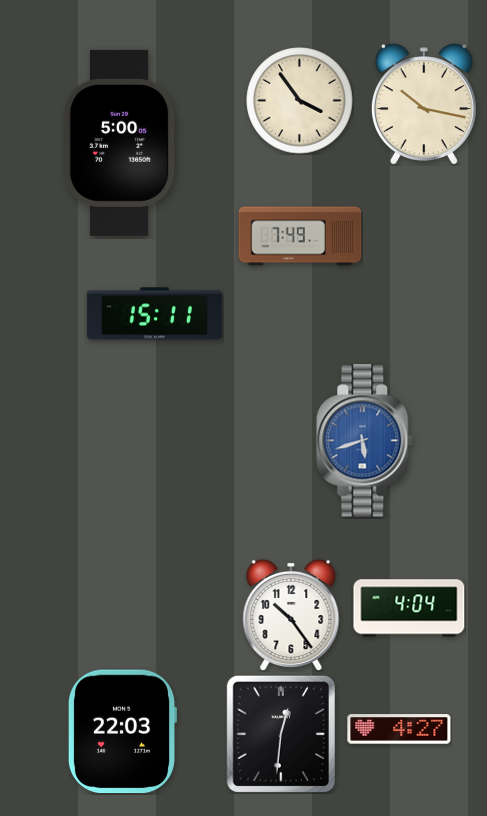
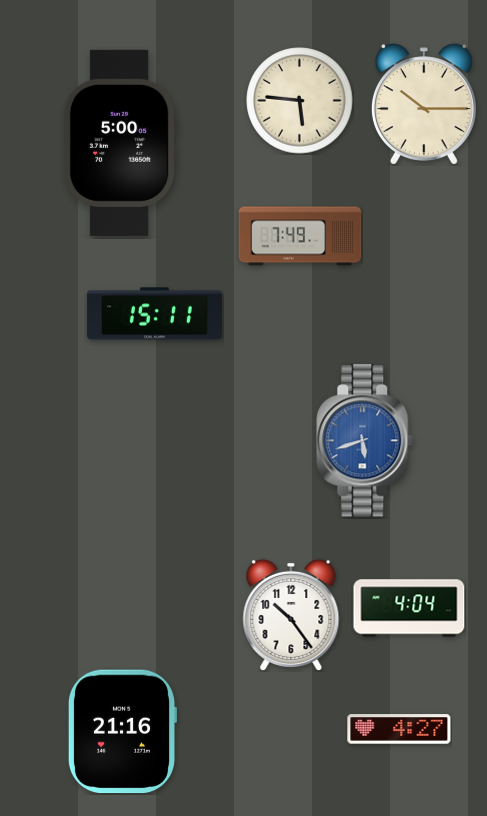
clock at (300, 101): 3:54 -> 5:46
clock at (424, 104): 10:17 -> 10:15
clock at (121, 732): 22:03 -> 21:16
clock at (280, 733): 12:31 -> none
